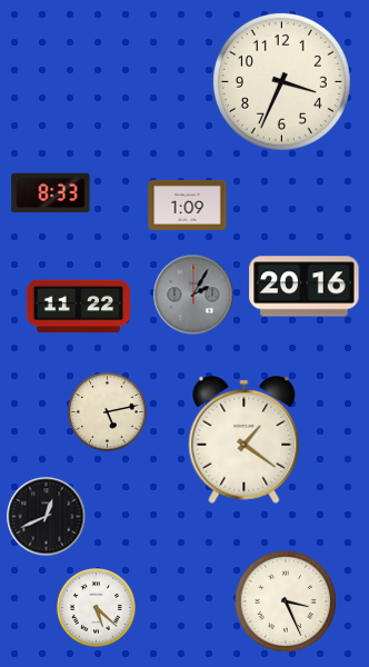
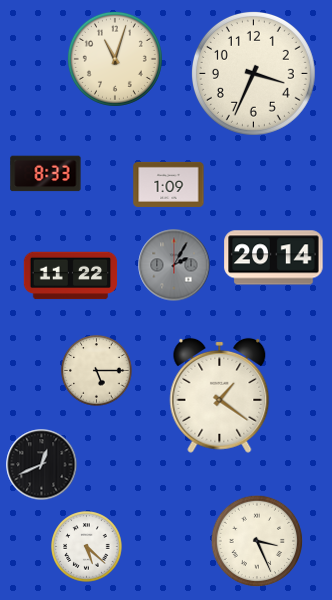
clock at (115, 59): none -> 11:03
clock at (305, 287): 20:16 -> 20:14
clock at (108, 412): 5:13 -> 5:15
